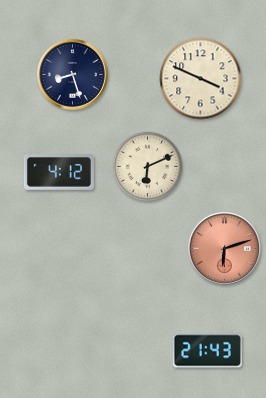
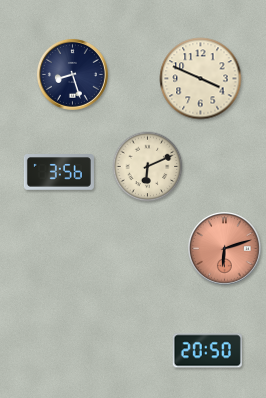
clock at (59, 172): 4:12 -> 3:56
clock at (207, 351): 21:43 -> 20:50
